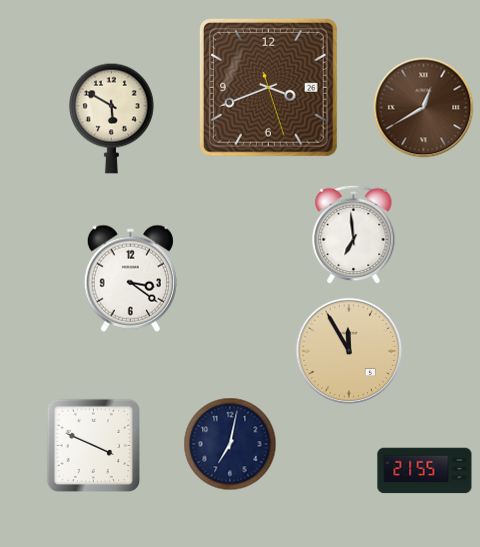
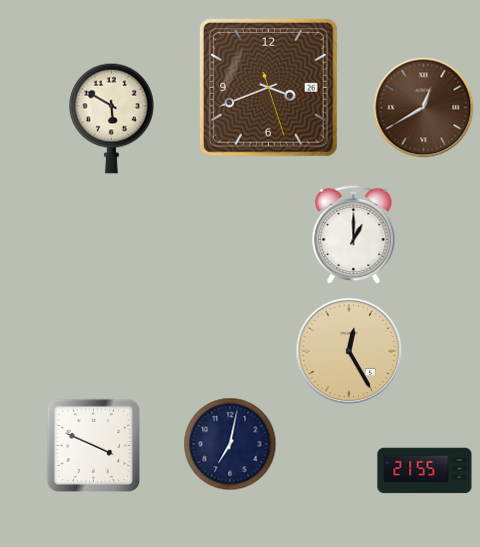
clock at (354, 235): 6:59 -> 1:00
clock at (130, 278): 3:21 -> none
clock at (349, 351): 11:55 -> 12:25
